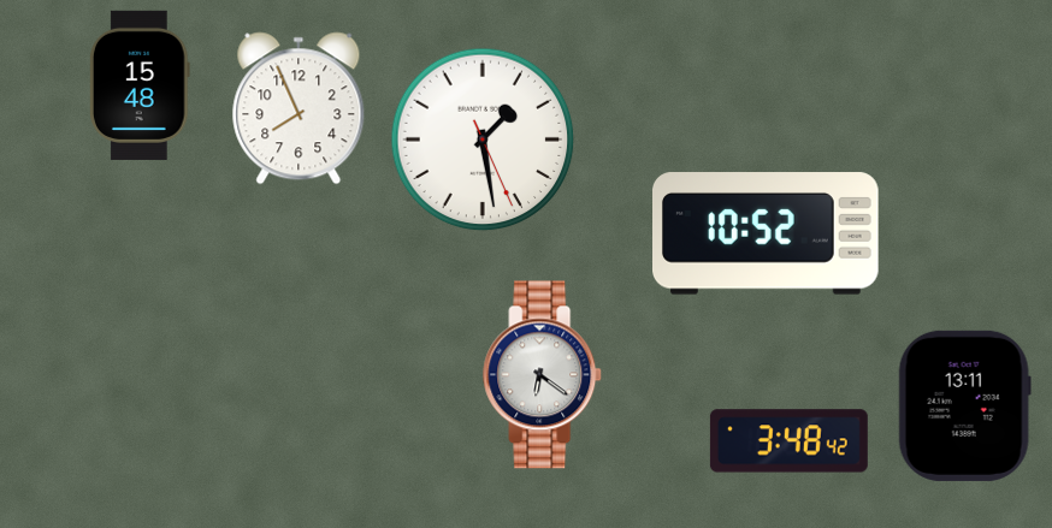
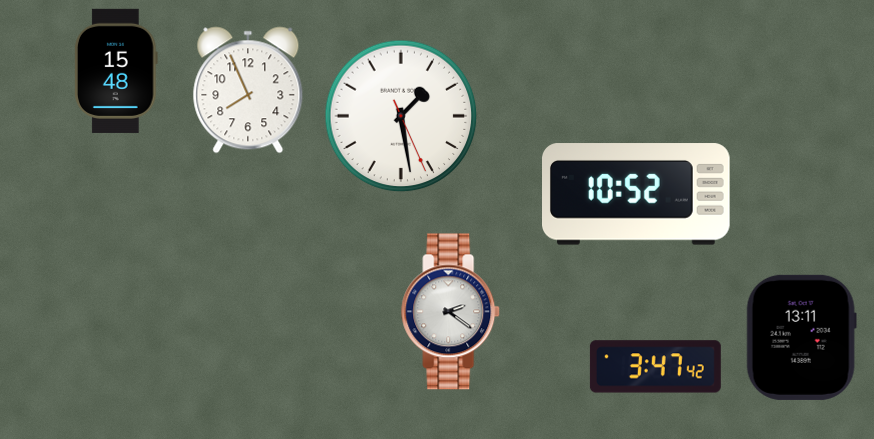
clock at (543, 375): 6:21 -> 2:21
clock at (788, 441): 3:48 -> 3:47
